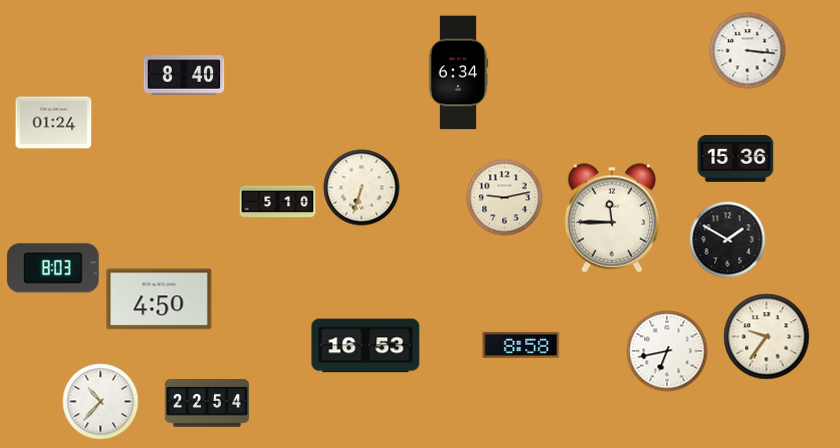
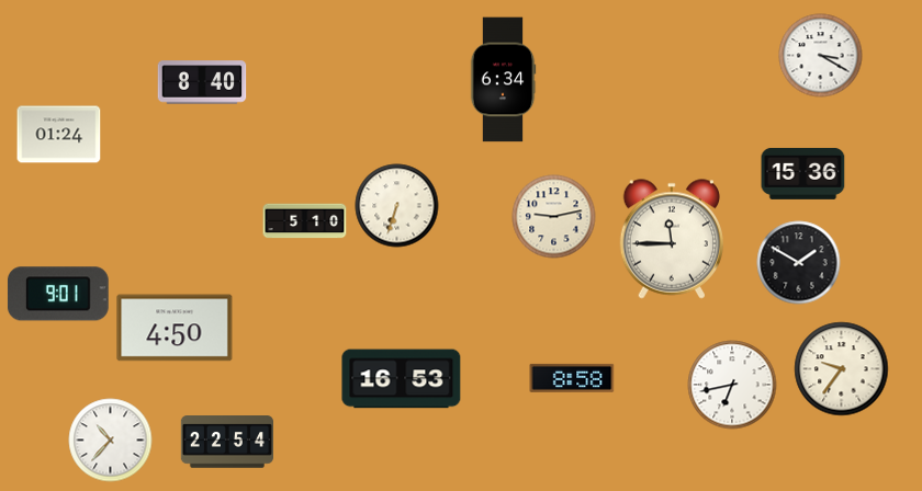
clock at (748, 51): 3:16 -> 3:20
clock at (736, 158) position: (736, 158) -> (803, 173)
clock at (53, 268): 8:03 -> 9:01
